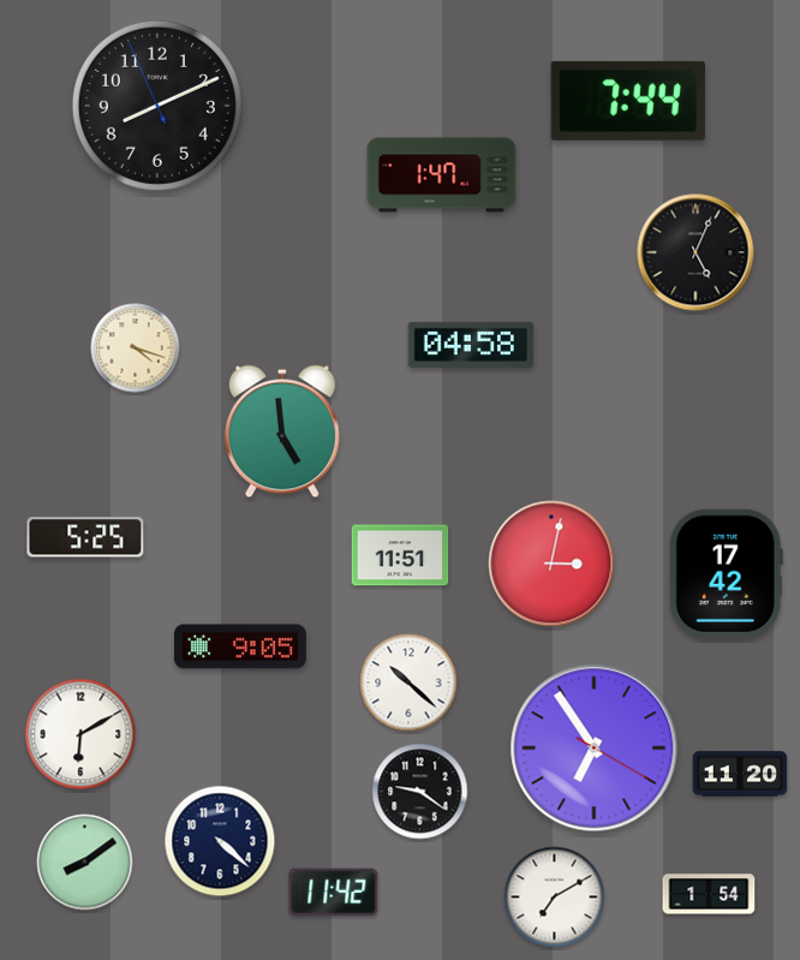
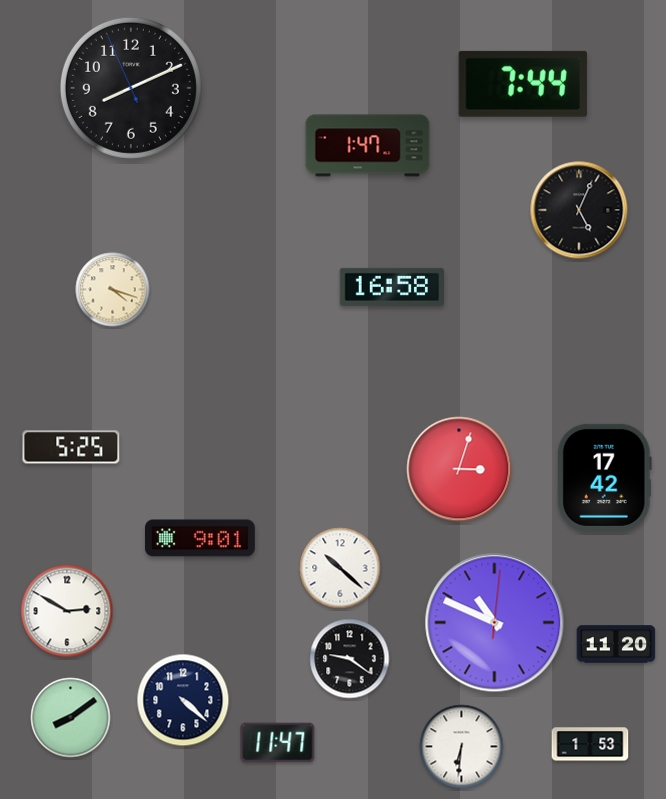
clock at (471, 345): 04:58 -> 16:58
clock at (282, 431): 4:59 -> none
clock at (400, 555): 11:51 -> none
clock at (551, 564): 3:02 -> 3:03
clock at (240, 646): 9:05 -> 9:01
clock at (80, 734): 6:10 -> 2:50
clock at (595, 749): 6:54 -> 10:49
clock at (334, 893): 11:42 -> 11:47
clock at (709, 894): 1:54 -> 1:53
clock at (555, 898): 7:10 -> 6:31
